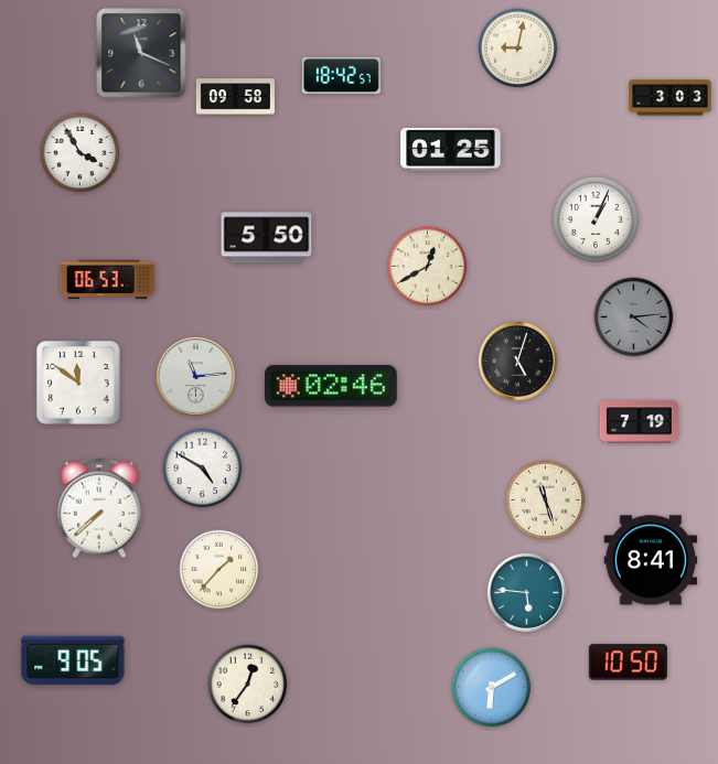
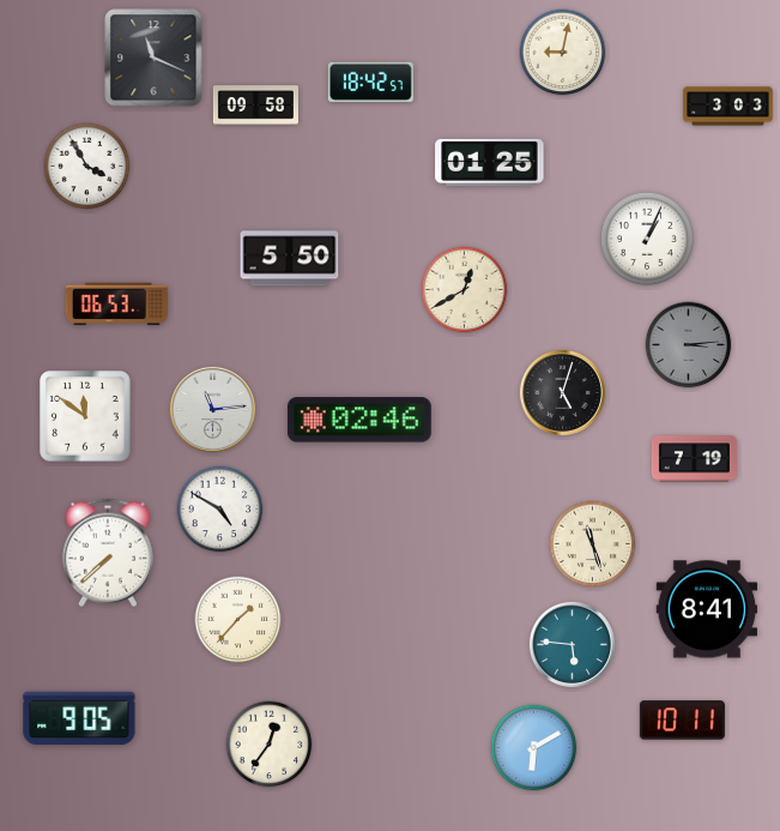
clock at (634, 318): 4:14 -> 3:14
clock at (628, 663): 10:50 -> 10:11
